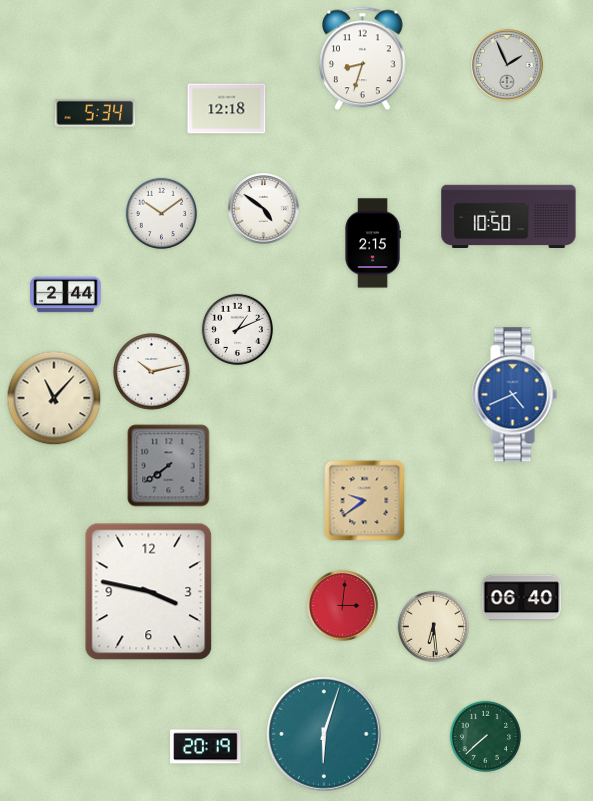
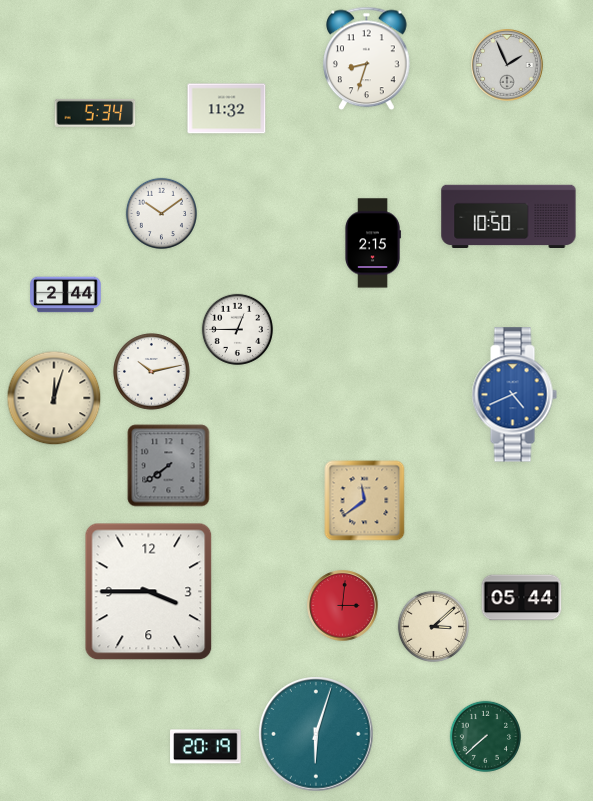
clock at (363, 59) position: (363, 59) -> (367, 59)
clock at (227, 109): 12:18 -> 11:32
clock at (264, 209): 4:51 -> none
clock at (237, 329): 1:11 -> 12:45
clock at (54, 398): 11:07 -> 12:03
clock at (365, 501): 9:39 -> 11:39
clock at (149, 592): 3:47 -> 3:45
clock at (522, 598): 06:40 -> 05:44
clock at (433, 626): 6:29 -> 3:08
clock at (324, 734) position: (324, 734) -> (316, 734)
